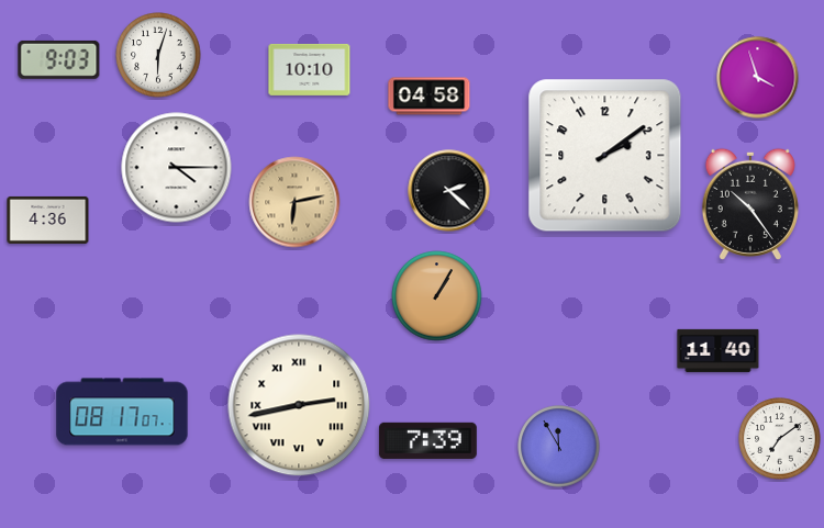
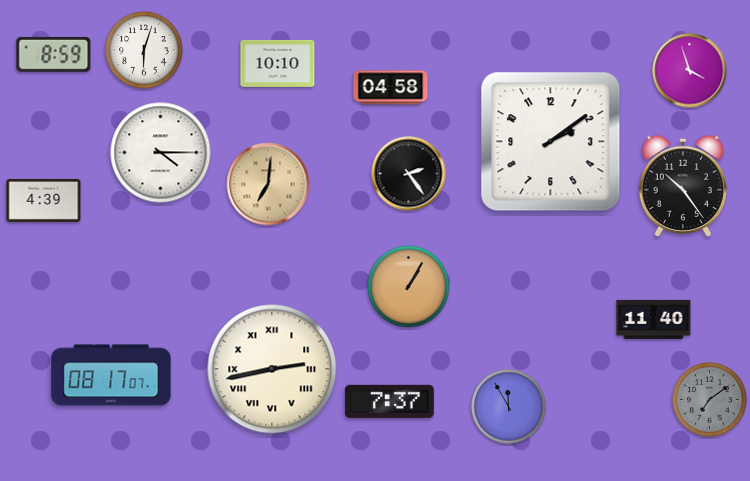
clock at (59, 59): 9:03 -> 8:59
clock at (310, 69) position: (310, 69) -> (278, 63)
clock at (449, 191): 2:22 -> 2:24
clock at (294, 202): 6:13 -> 7:01
clock at (48, 220): 4:36 -> 4:39
clock at (437, 296) position: (437, 296) -> (409, 287)
clock at (780, 439) dial: white -> grey
clock at (427, 440): 7:39 -> 7:37
